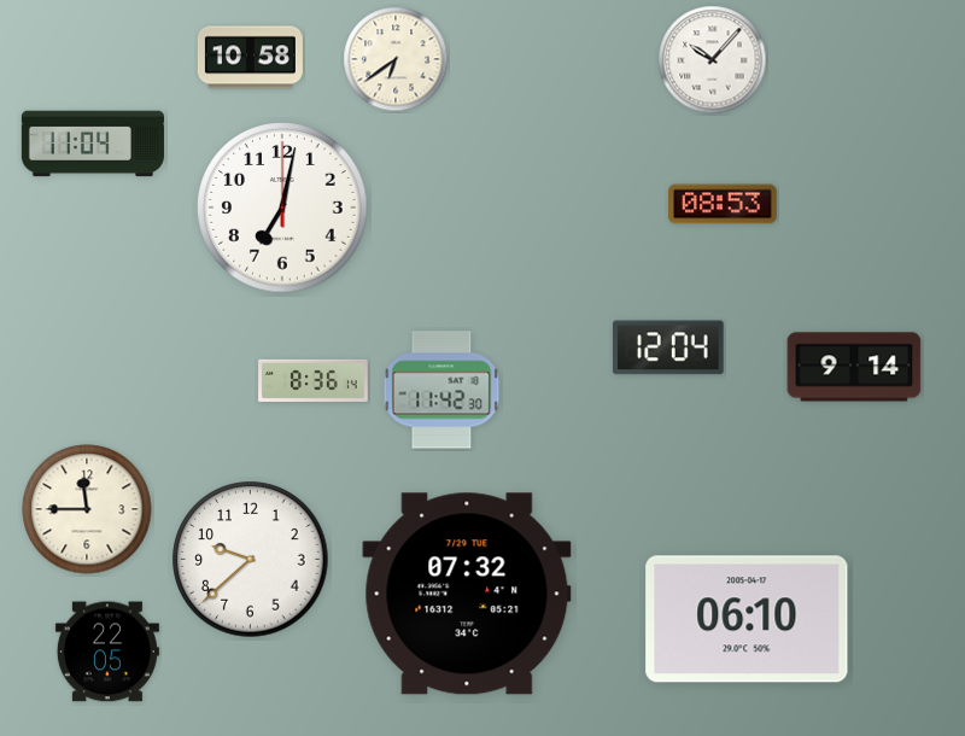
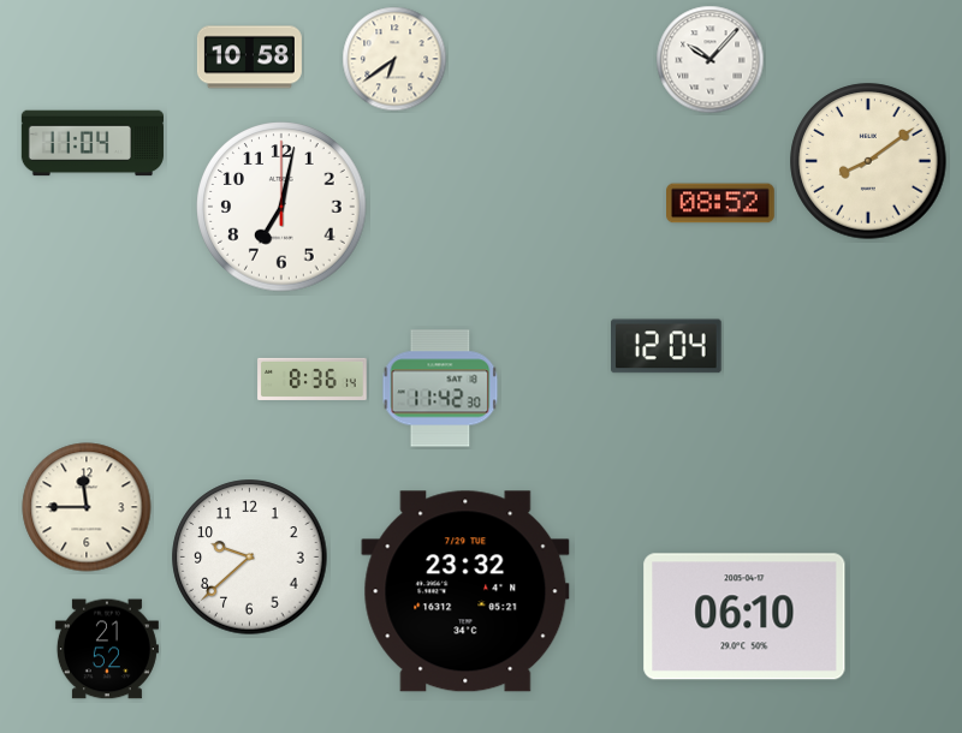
clock at (868, 161): none -> 8:09
clock at (724, 204): 08:53 -> 08:52
clock at (854, 367): 9:14 -> none
clock at (467, 594): 07:32 -> 23:32
clock at (107, 652): 22:05 -> 21:52
